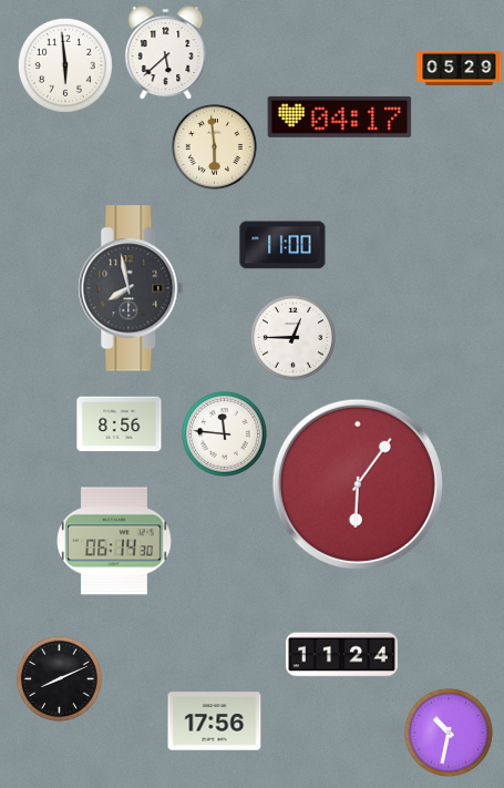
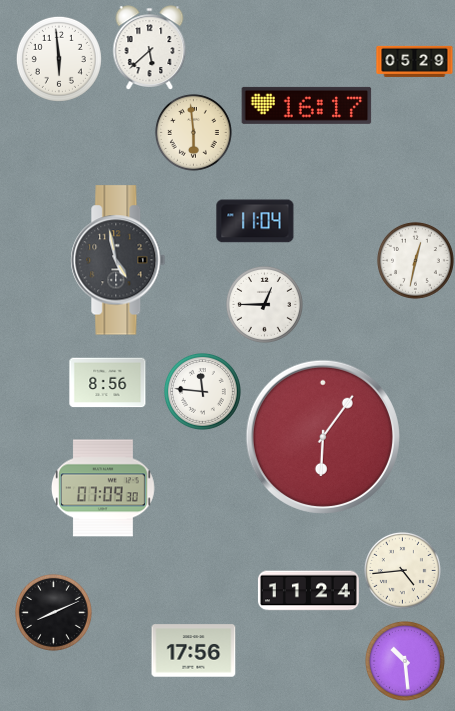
clock at (340, 116): 04:17 -> 16:17
clock at (282, 245): 11:00 -> 11:04
clock at (131, 288): 7:58 -> 4:58
clock at (415, 260): none -> 12:32
clock at (114, 541): 06:14 -> 07:09
clock at (402, 570): none -> 4:44
clock at (449, 733): 10:32 -> 10:29
